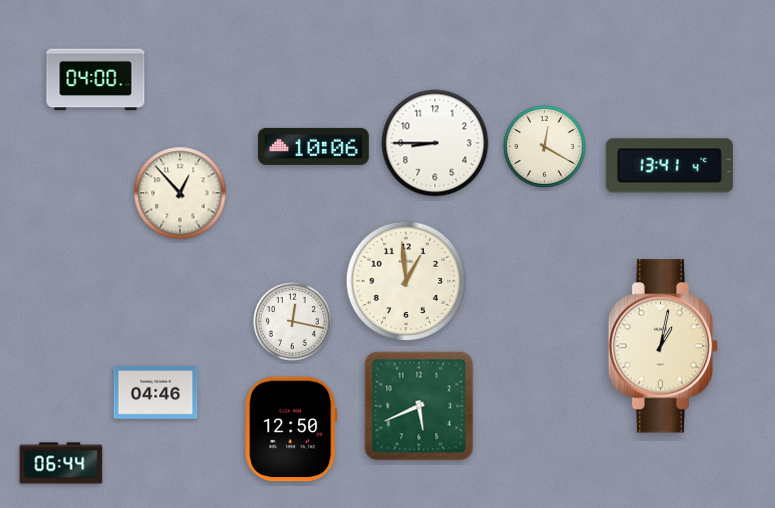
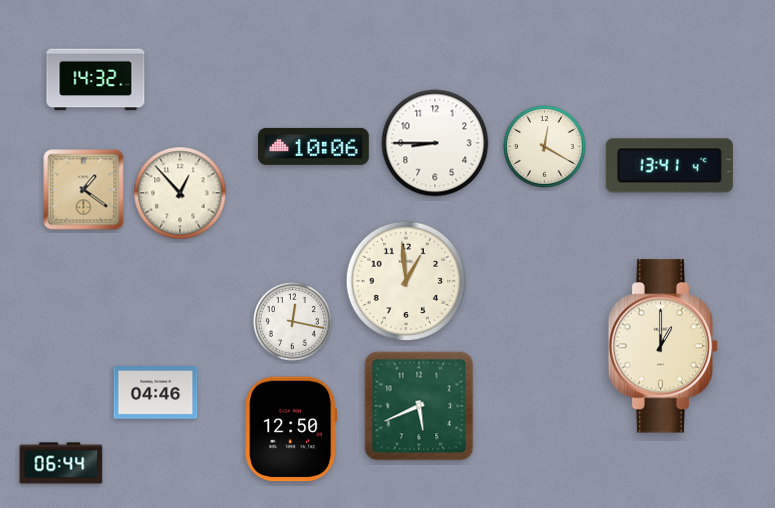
clock at (96, 80): 04:00 -> 14:32
clock at (84, 190): none -> 1:21
clock at (663, 346): 1:02 -> 1:00
